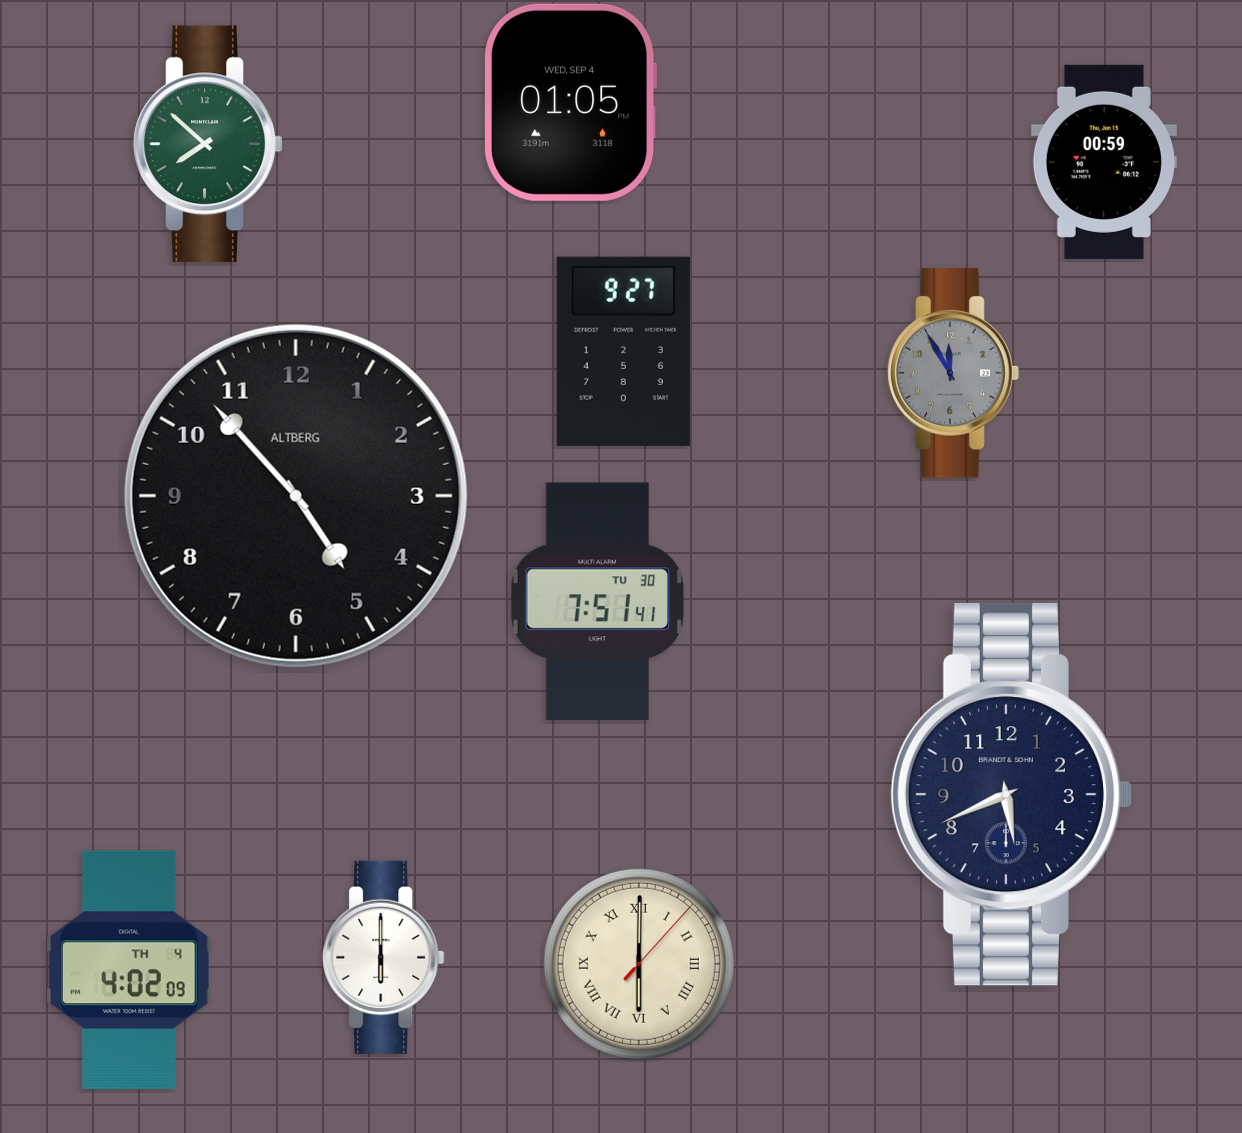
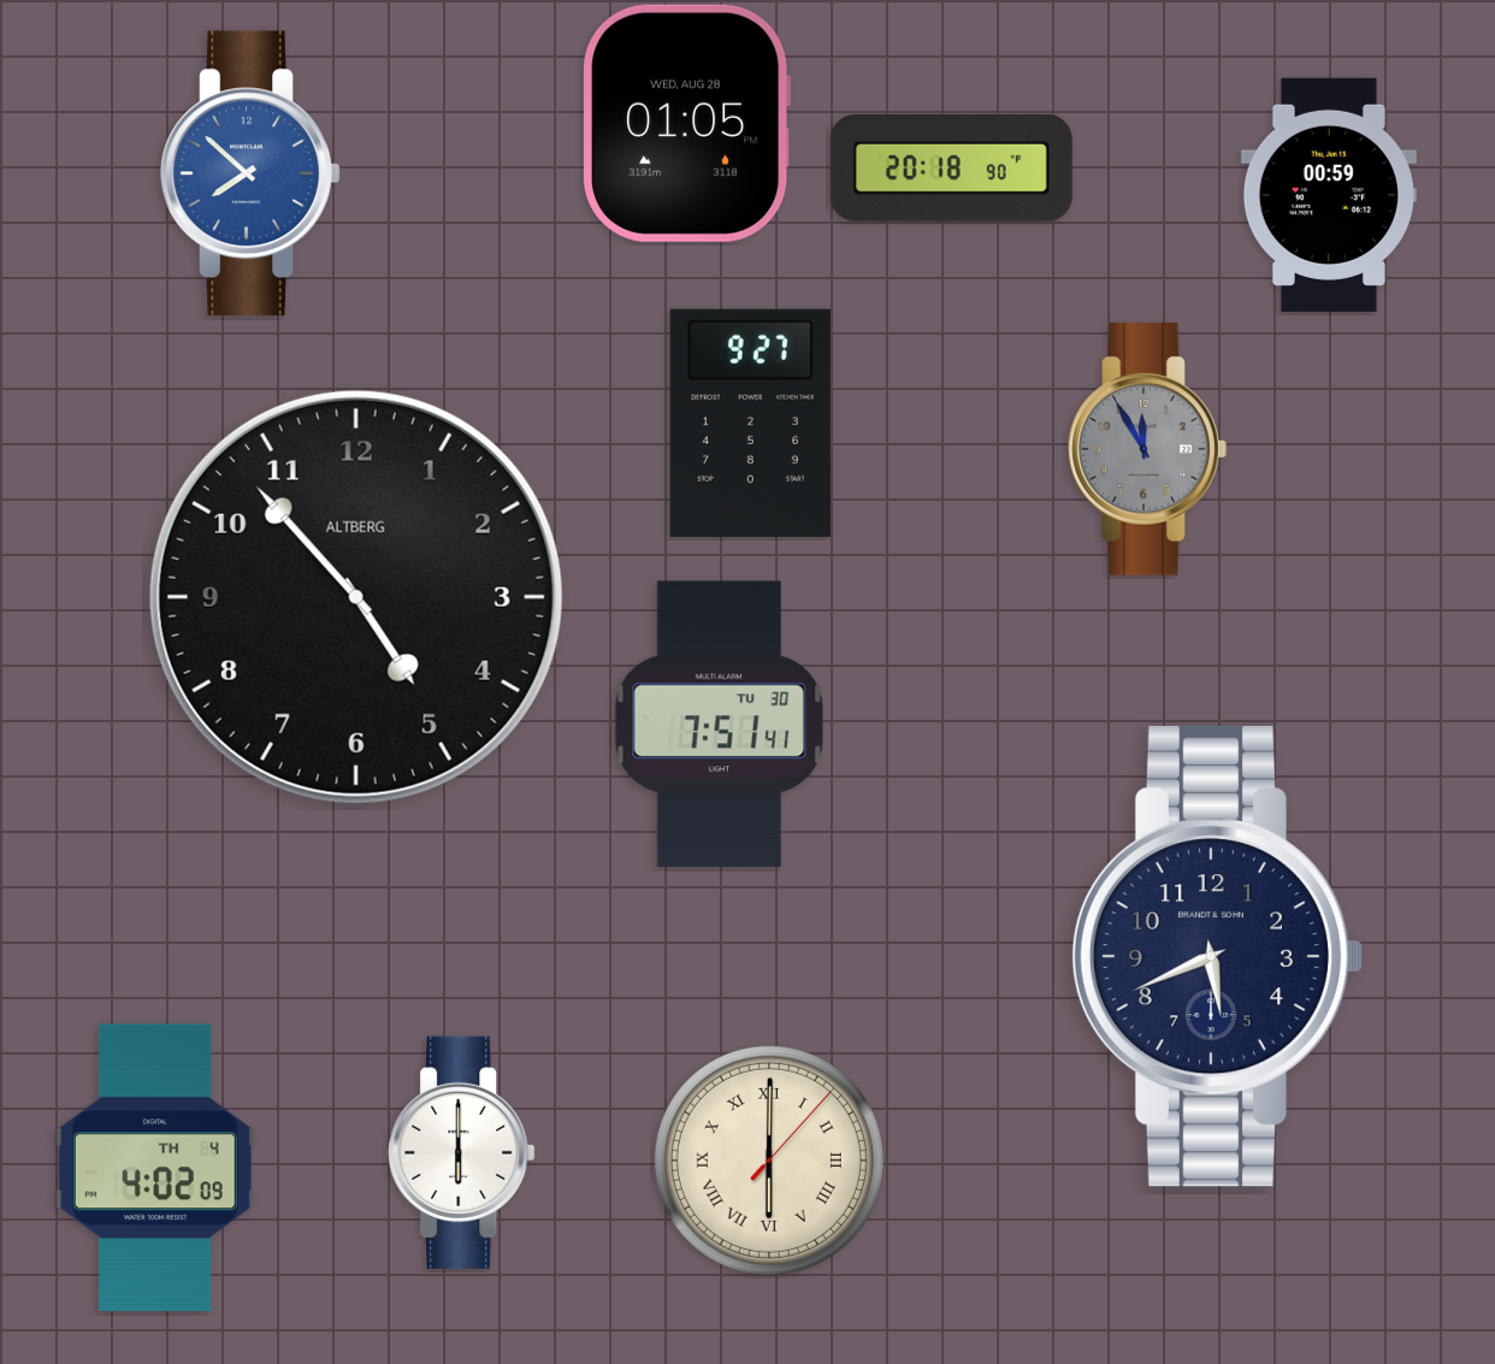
clock at (571, 102) date: WED, SEP 4 -> WED, AUG 28
clock at (951, 169): none -> 20:18
clock at (208, 144) dial: green -> blue
